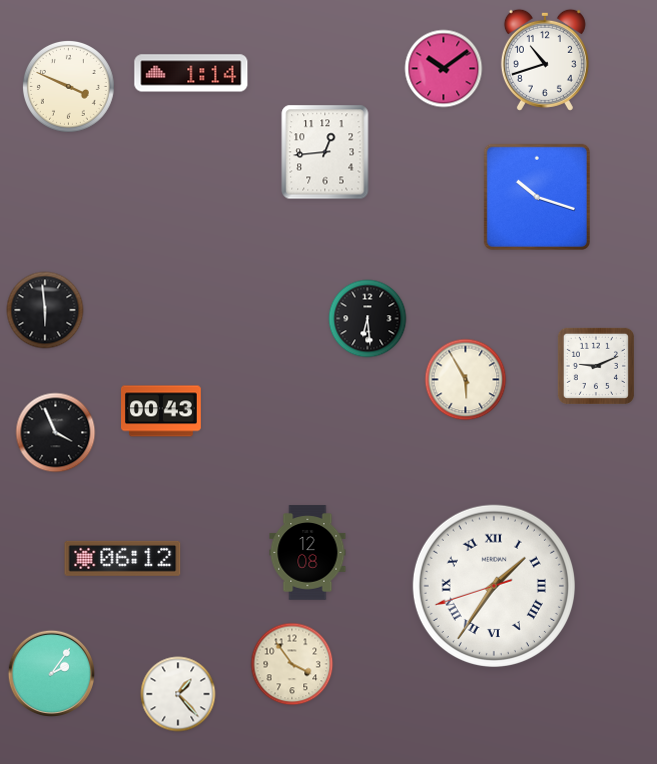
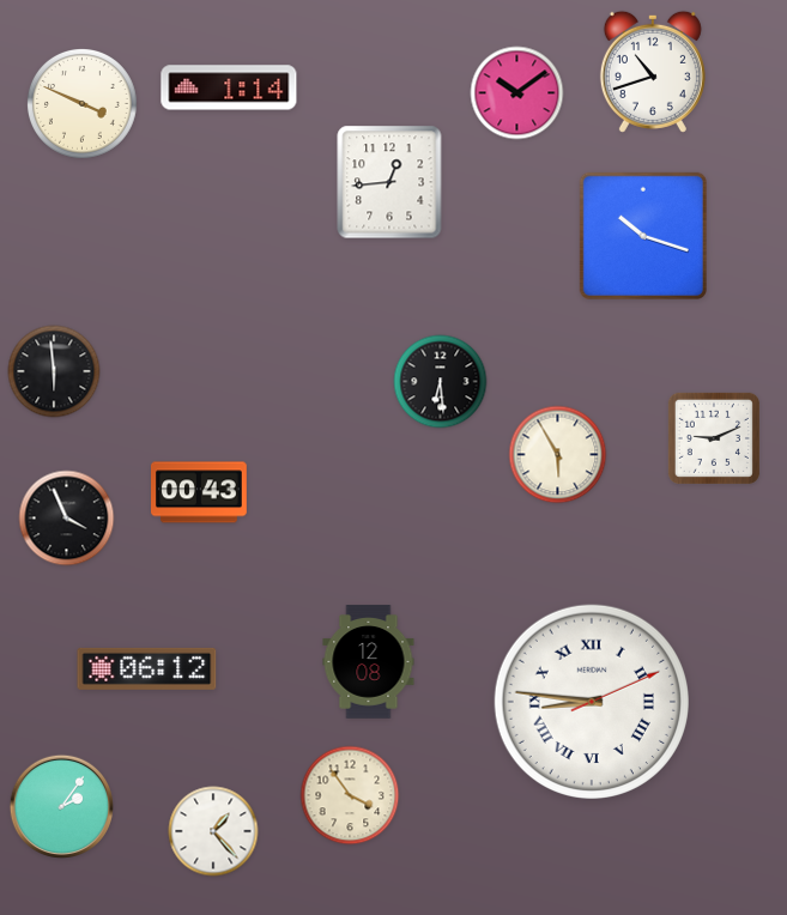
clock at (444, 69) position: (444, 69) -> (517, 93)
clock at (162, 411) position: (162, 411) -> (200, 492)
clock at (494, 586): 1:35 -> 8:46
